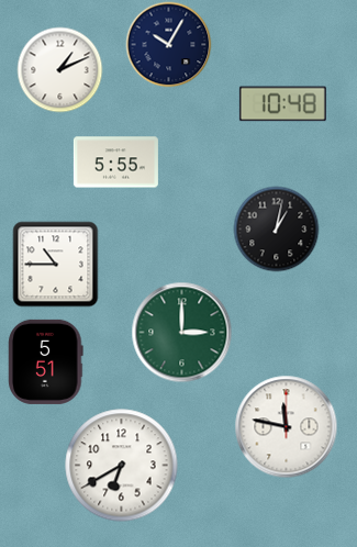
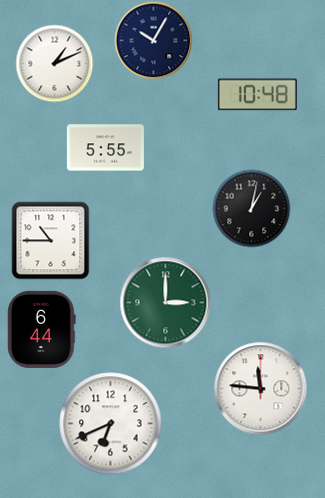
clock at (46, 361): 5:51 -> 6:44
clock at (286, 426): 11:47 -> 11:46
clock at (122, 466): 6:40 -> 6:41
